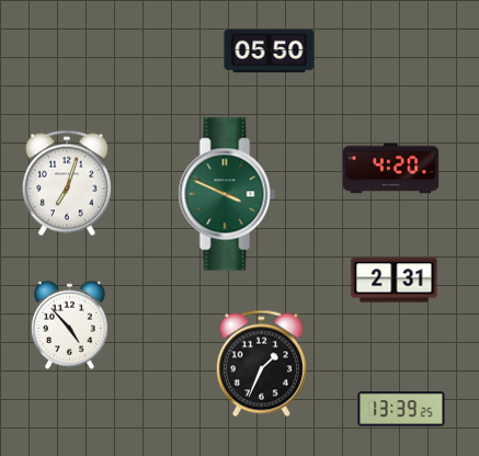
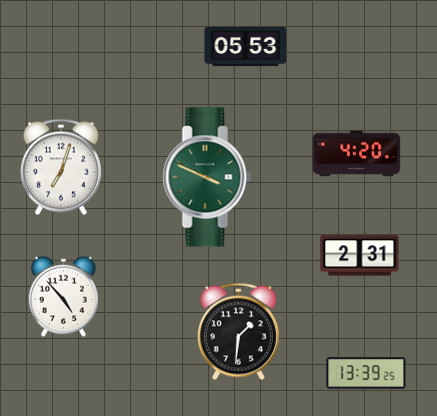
clock at (270, 52): 05:50 -> 05:53
clock at (261, 364): 1:34 -> 1:31
